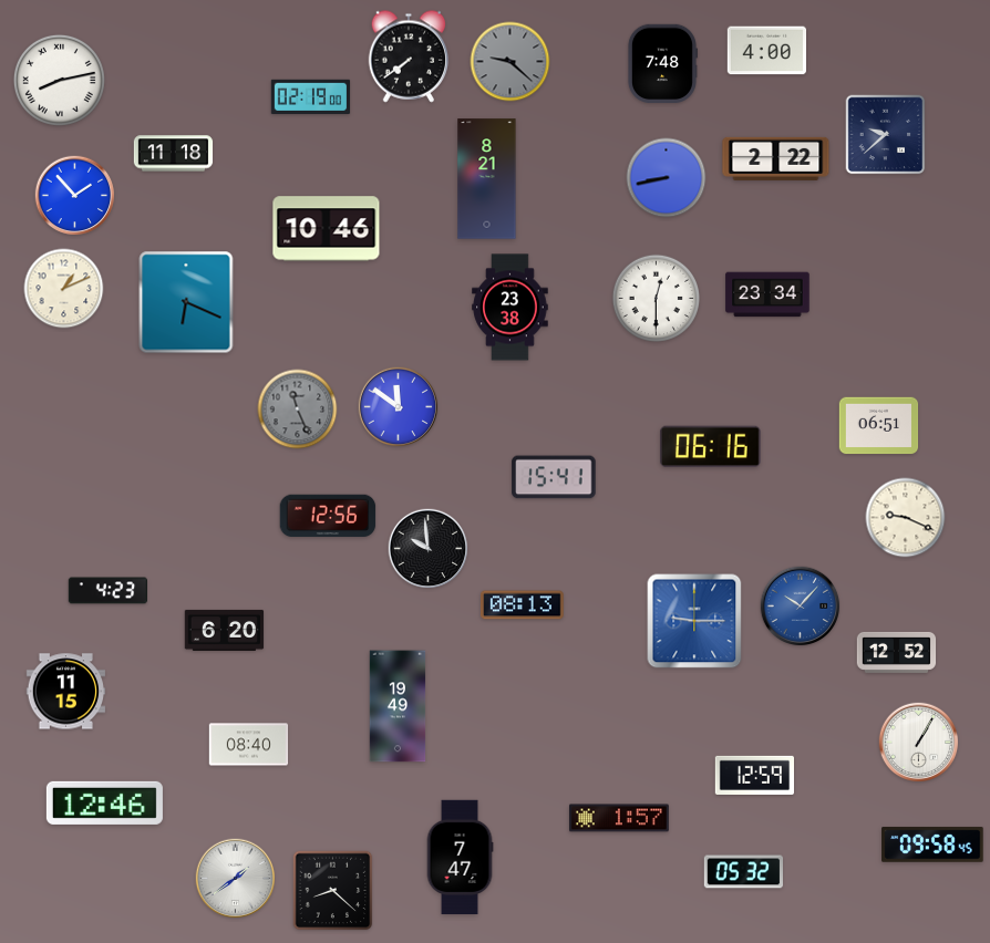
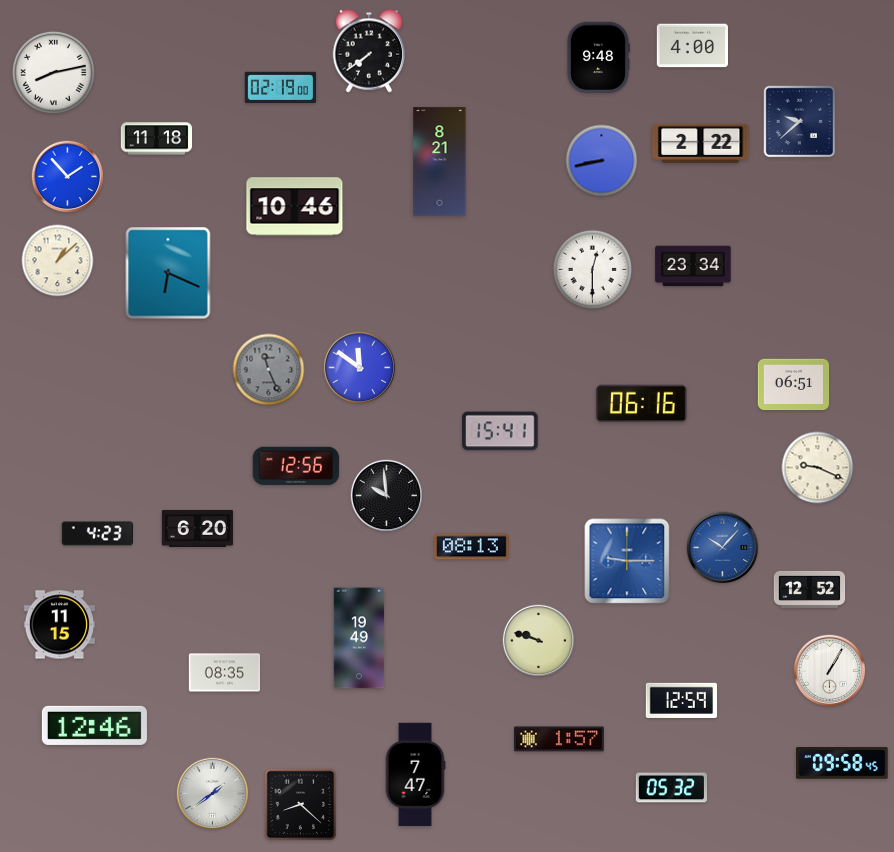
clock at (511, 62): 9:22 -> none
clock at (662, 63): 7:48 -> 9:48
clock at (64, 289): 1:11 -> 1:08
clock at (511, 308): 23:38 -> none
clock at (225, 630) position: (225, 630) -> (198, 528)
clock at (539, 641): none -> 9:48
clock at (249, 745): 08:40 -> 08:35
